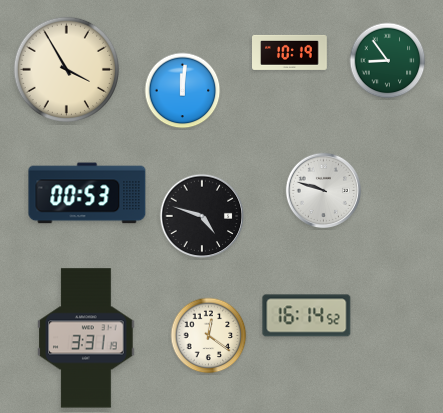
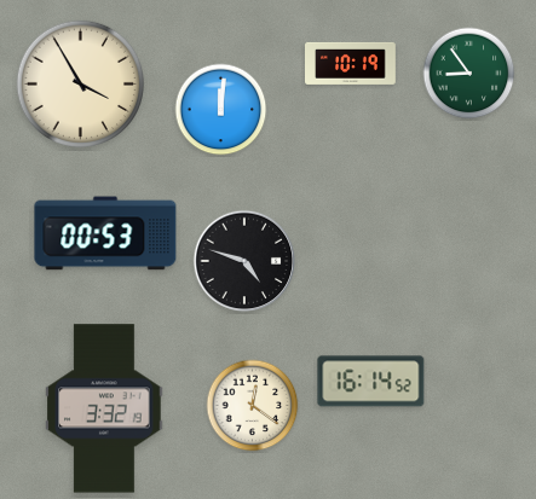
clock at (323, 190): 9:48 -> none
clock at (86, 338): 3:31 -> 3:32
